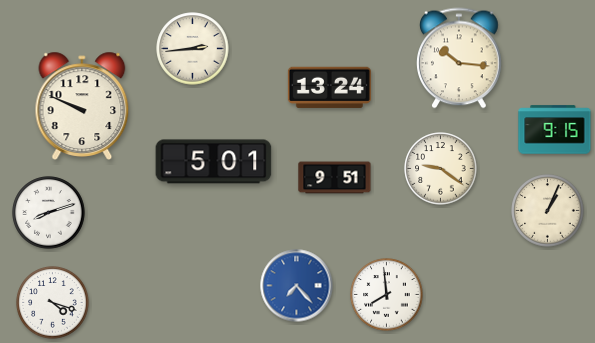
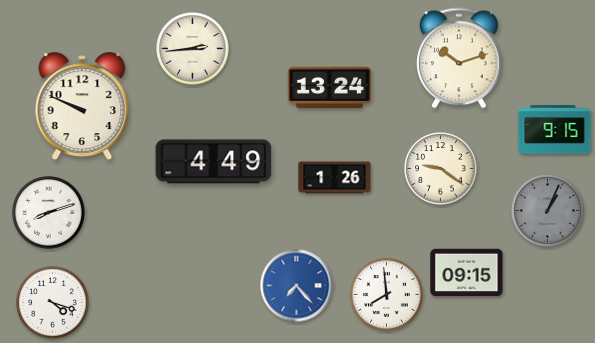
clock at (460, 58): 10:16 -> 10:12
clock at (214, 162): 5:01 -> 4:49
clock at (335, 178): 9:51 -> 1:26
clock at (548, 211) dial: cream -> grey
clock at (467, 273): none -> 09:15
